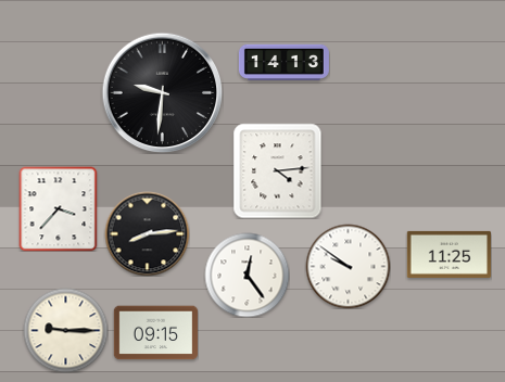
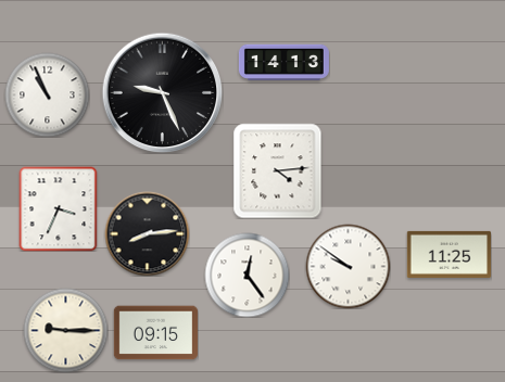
clock at (162, 92): 9:31 -> 9:26
clock at (47, 94): none -> 10:56
clock at (59, 208): 3:37 -> 3:34
